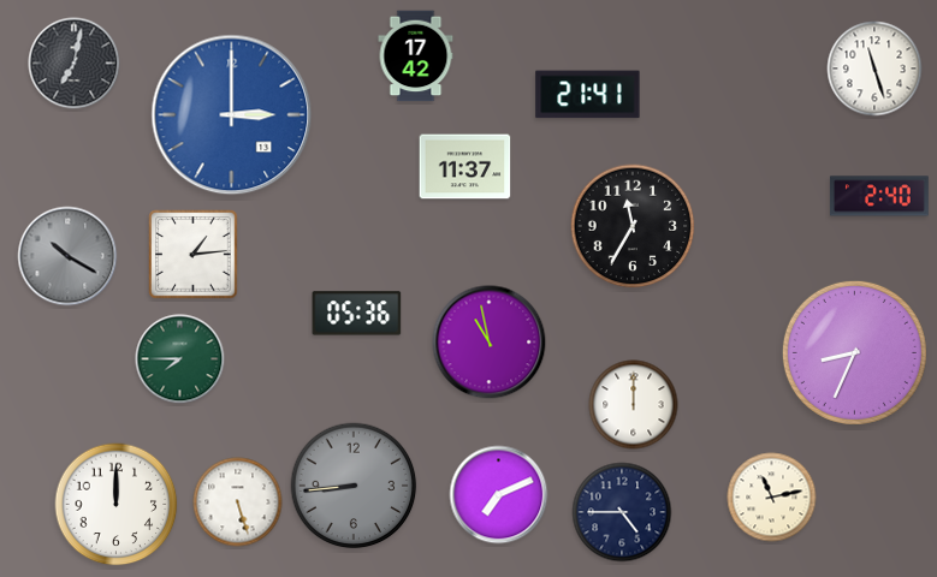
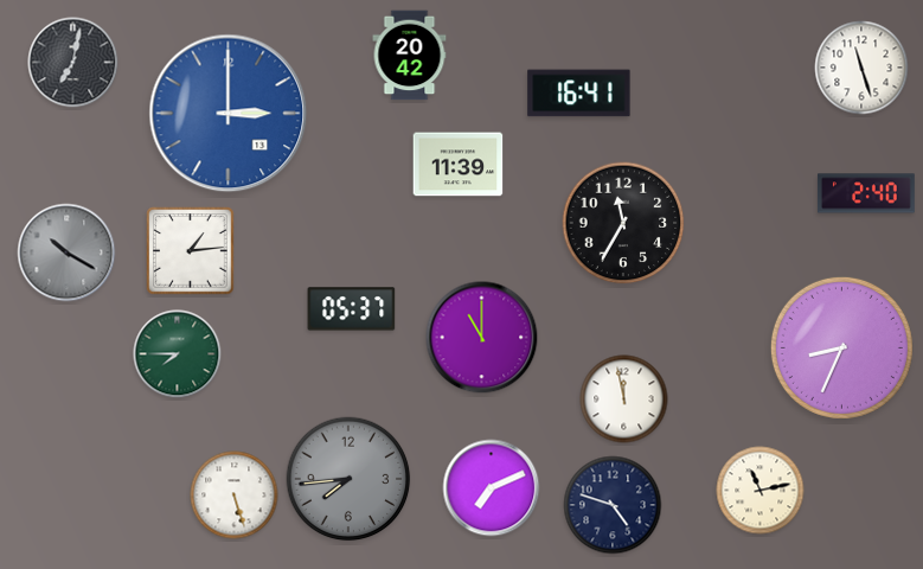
clock at (416, 56): 17:42 -> 20:42
clock at (588, 95): 21:41 -> 16:41
clock at (465, 167): 11:37 -> 11:39
clock at (357, 314): 05:36 -> 05:37
clock at (490, 343): 10:58 -> 11:00
clock at (634, 405): 12:00 -> 11:58
clock at (354, 486): 8:44 -> 7:44
clock at (117, 505): 12:00 -> none
clock at (622, 512): 4:45 -> 4:48
